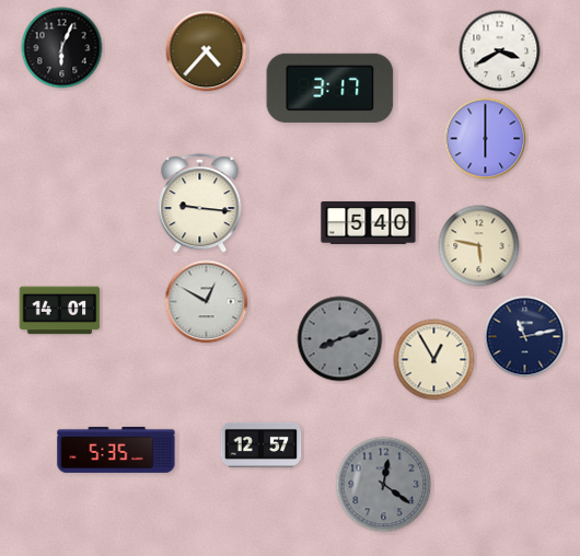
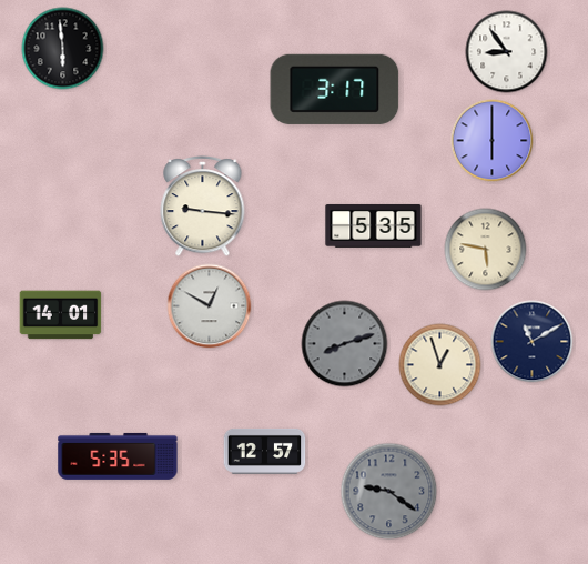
clock at (62, 48): 6:04 -> 5:59
clock at (207, 51): 4:37 -> none
clock at (500, 51): 3:40 -> 8:54
clock at (369, 222): 5:40 -> 5:35
clock at (525, 337): 11:13 -> 11:10
clock at (434, 360): 12:55 -> 12:57
clock at (384, 485): 12:21 -> 9:21
